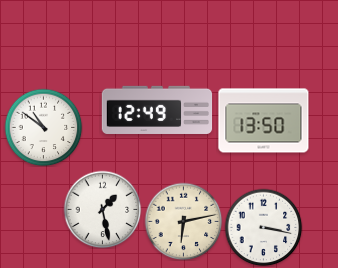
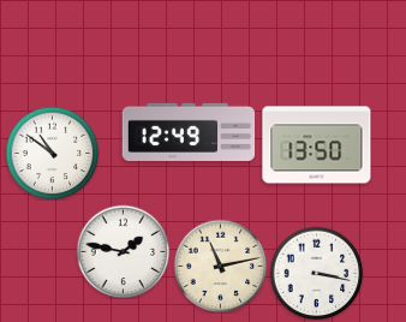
clock at (102, 209): 1:28 -> 1:47
clock at (183, 221): 6:13 -> 11:13
